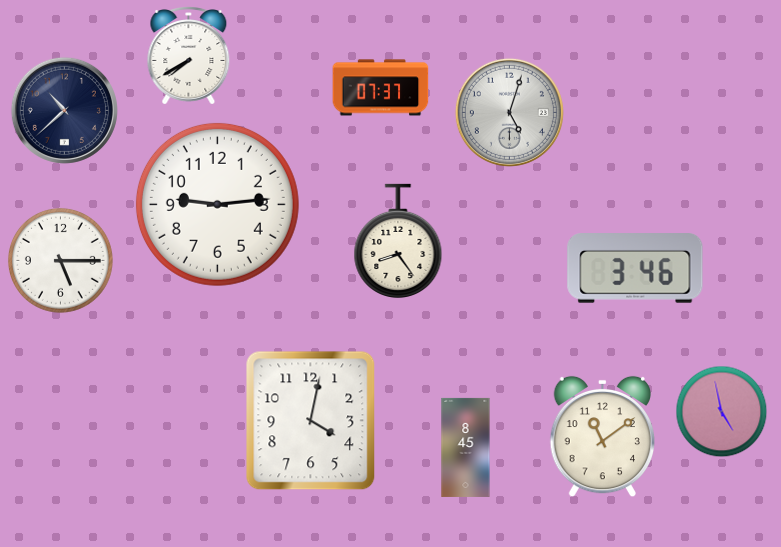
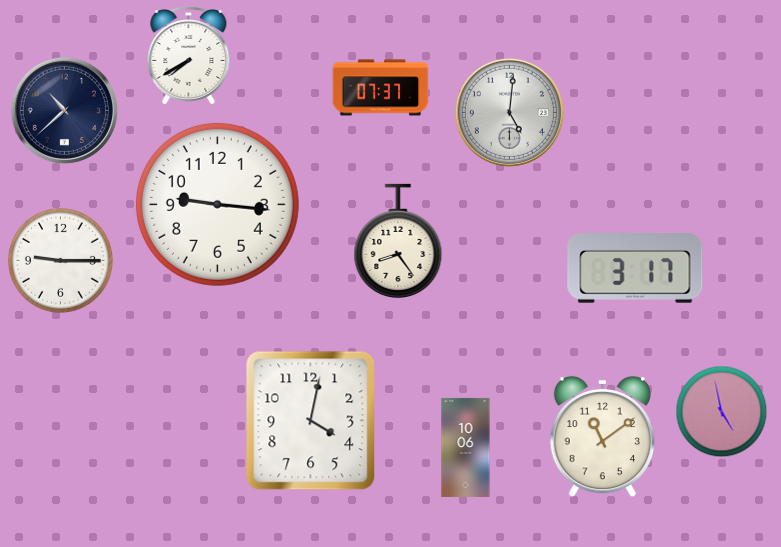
clock at (509, 112): 5:03 -> 5:01
clock at (217, 204): 9:14 -> 9:16
clock at (60, 260): 5:15 -> 9:15
clock at (635, 268): 3:46 -> 3:17
clock at (466, 447): 8:45 -> 10:06
